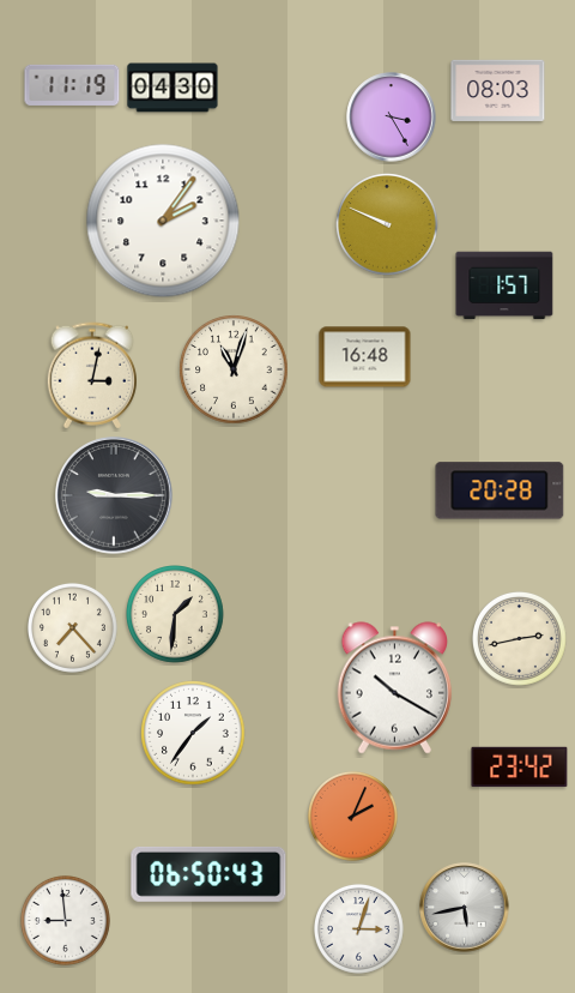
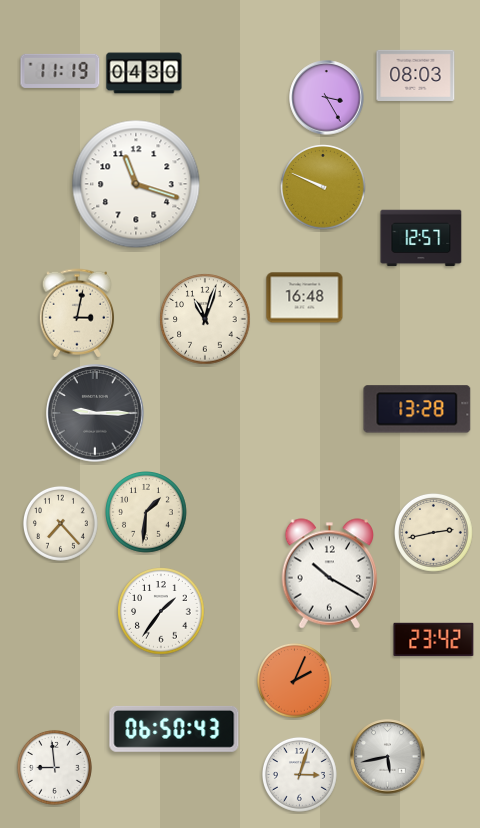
clock at (163, 221): 2:06 -> 11:18
clock at (504, 285): 1:57 -> 12:57
clock at (234, 369) position: (234, 369) -> (205, 319)
clock at (500, 491): 20:28 -> 13:28
